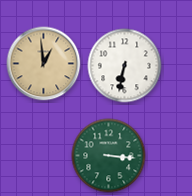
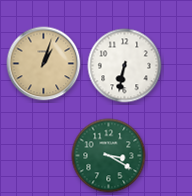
clock at (44, 64): 12:59 -> 1:03
clock at (109, 156): 3:16 -> 3:20
